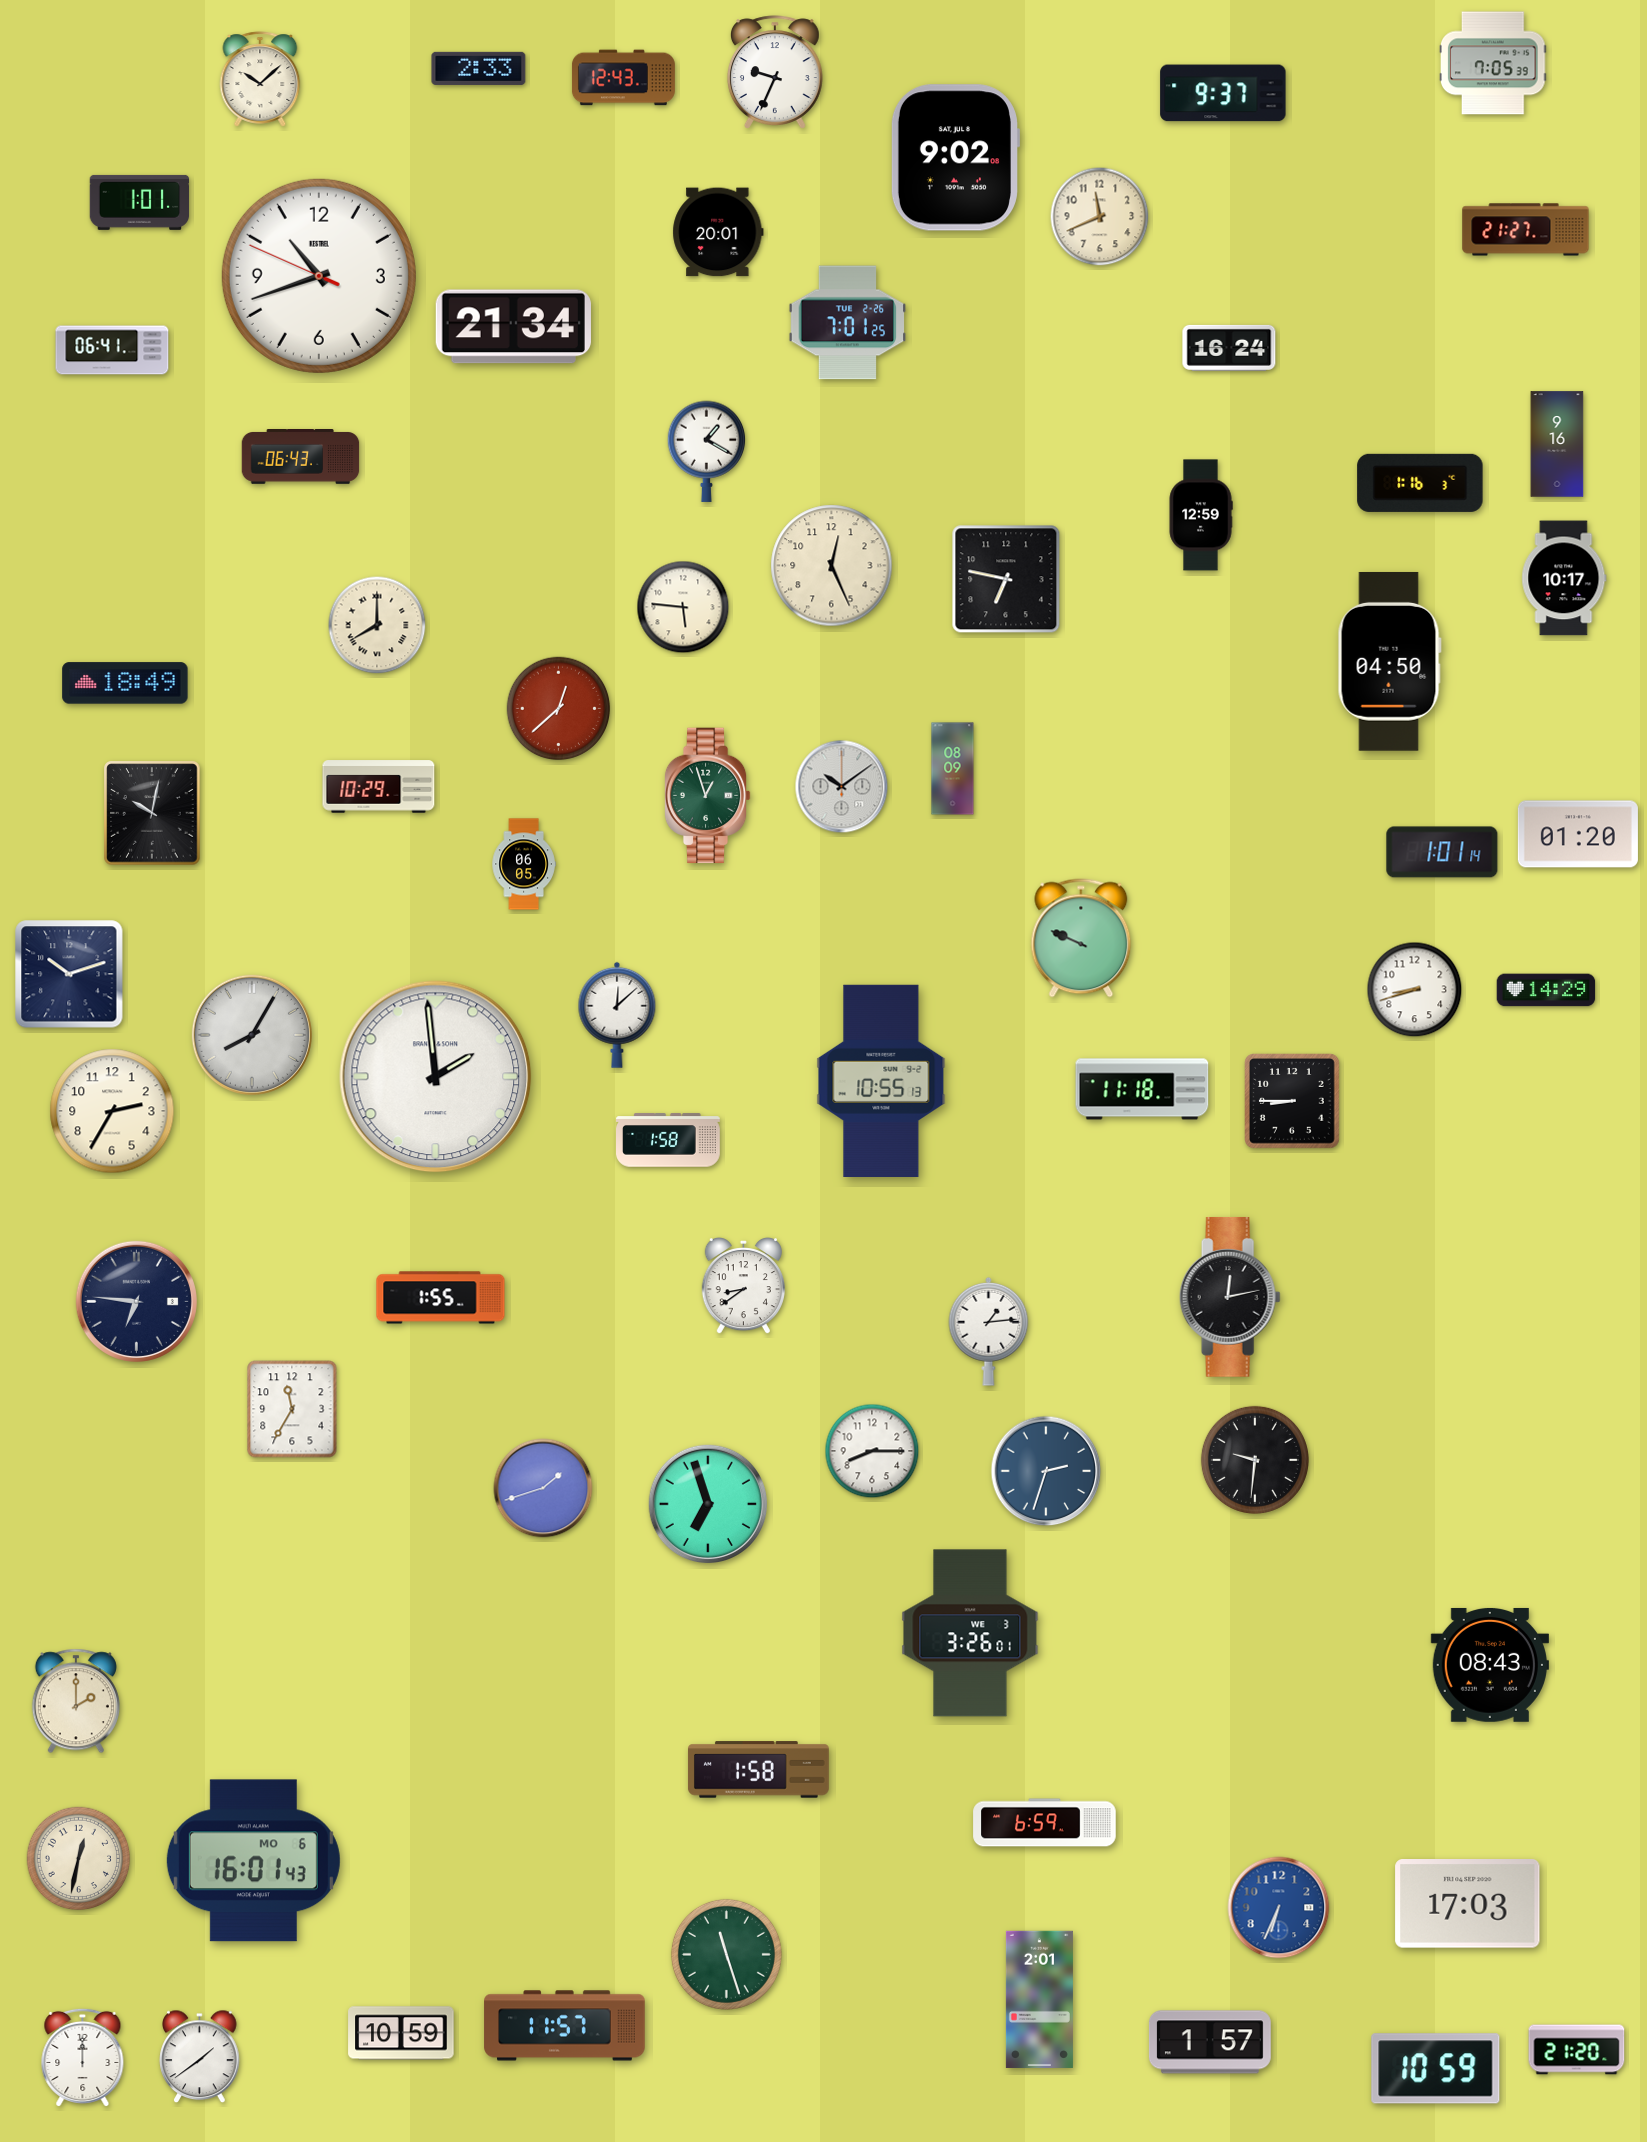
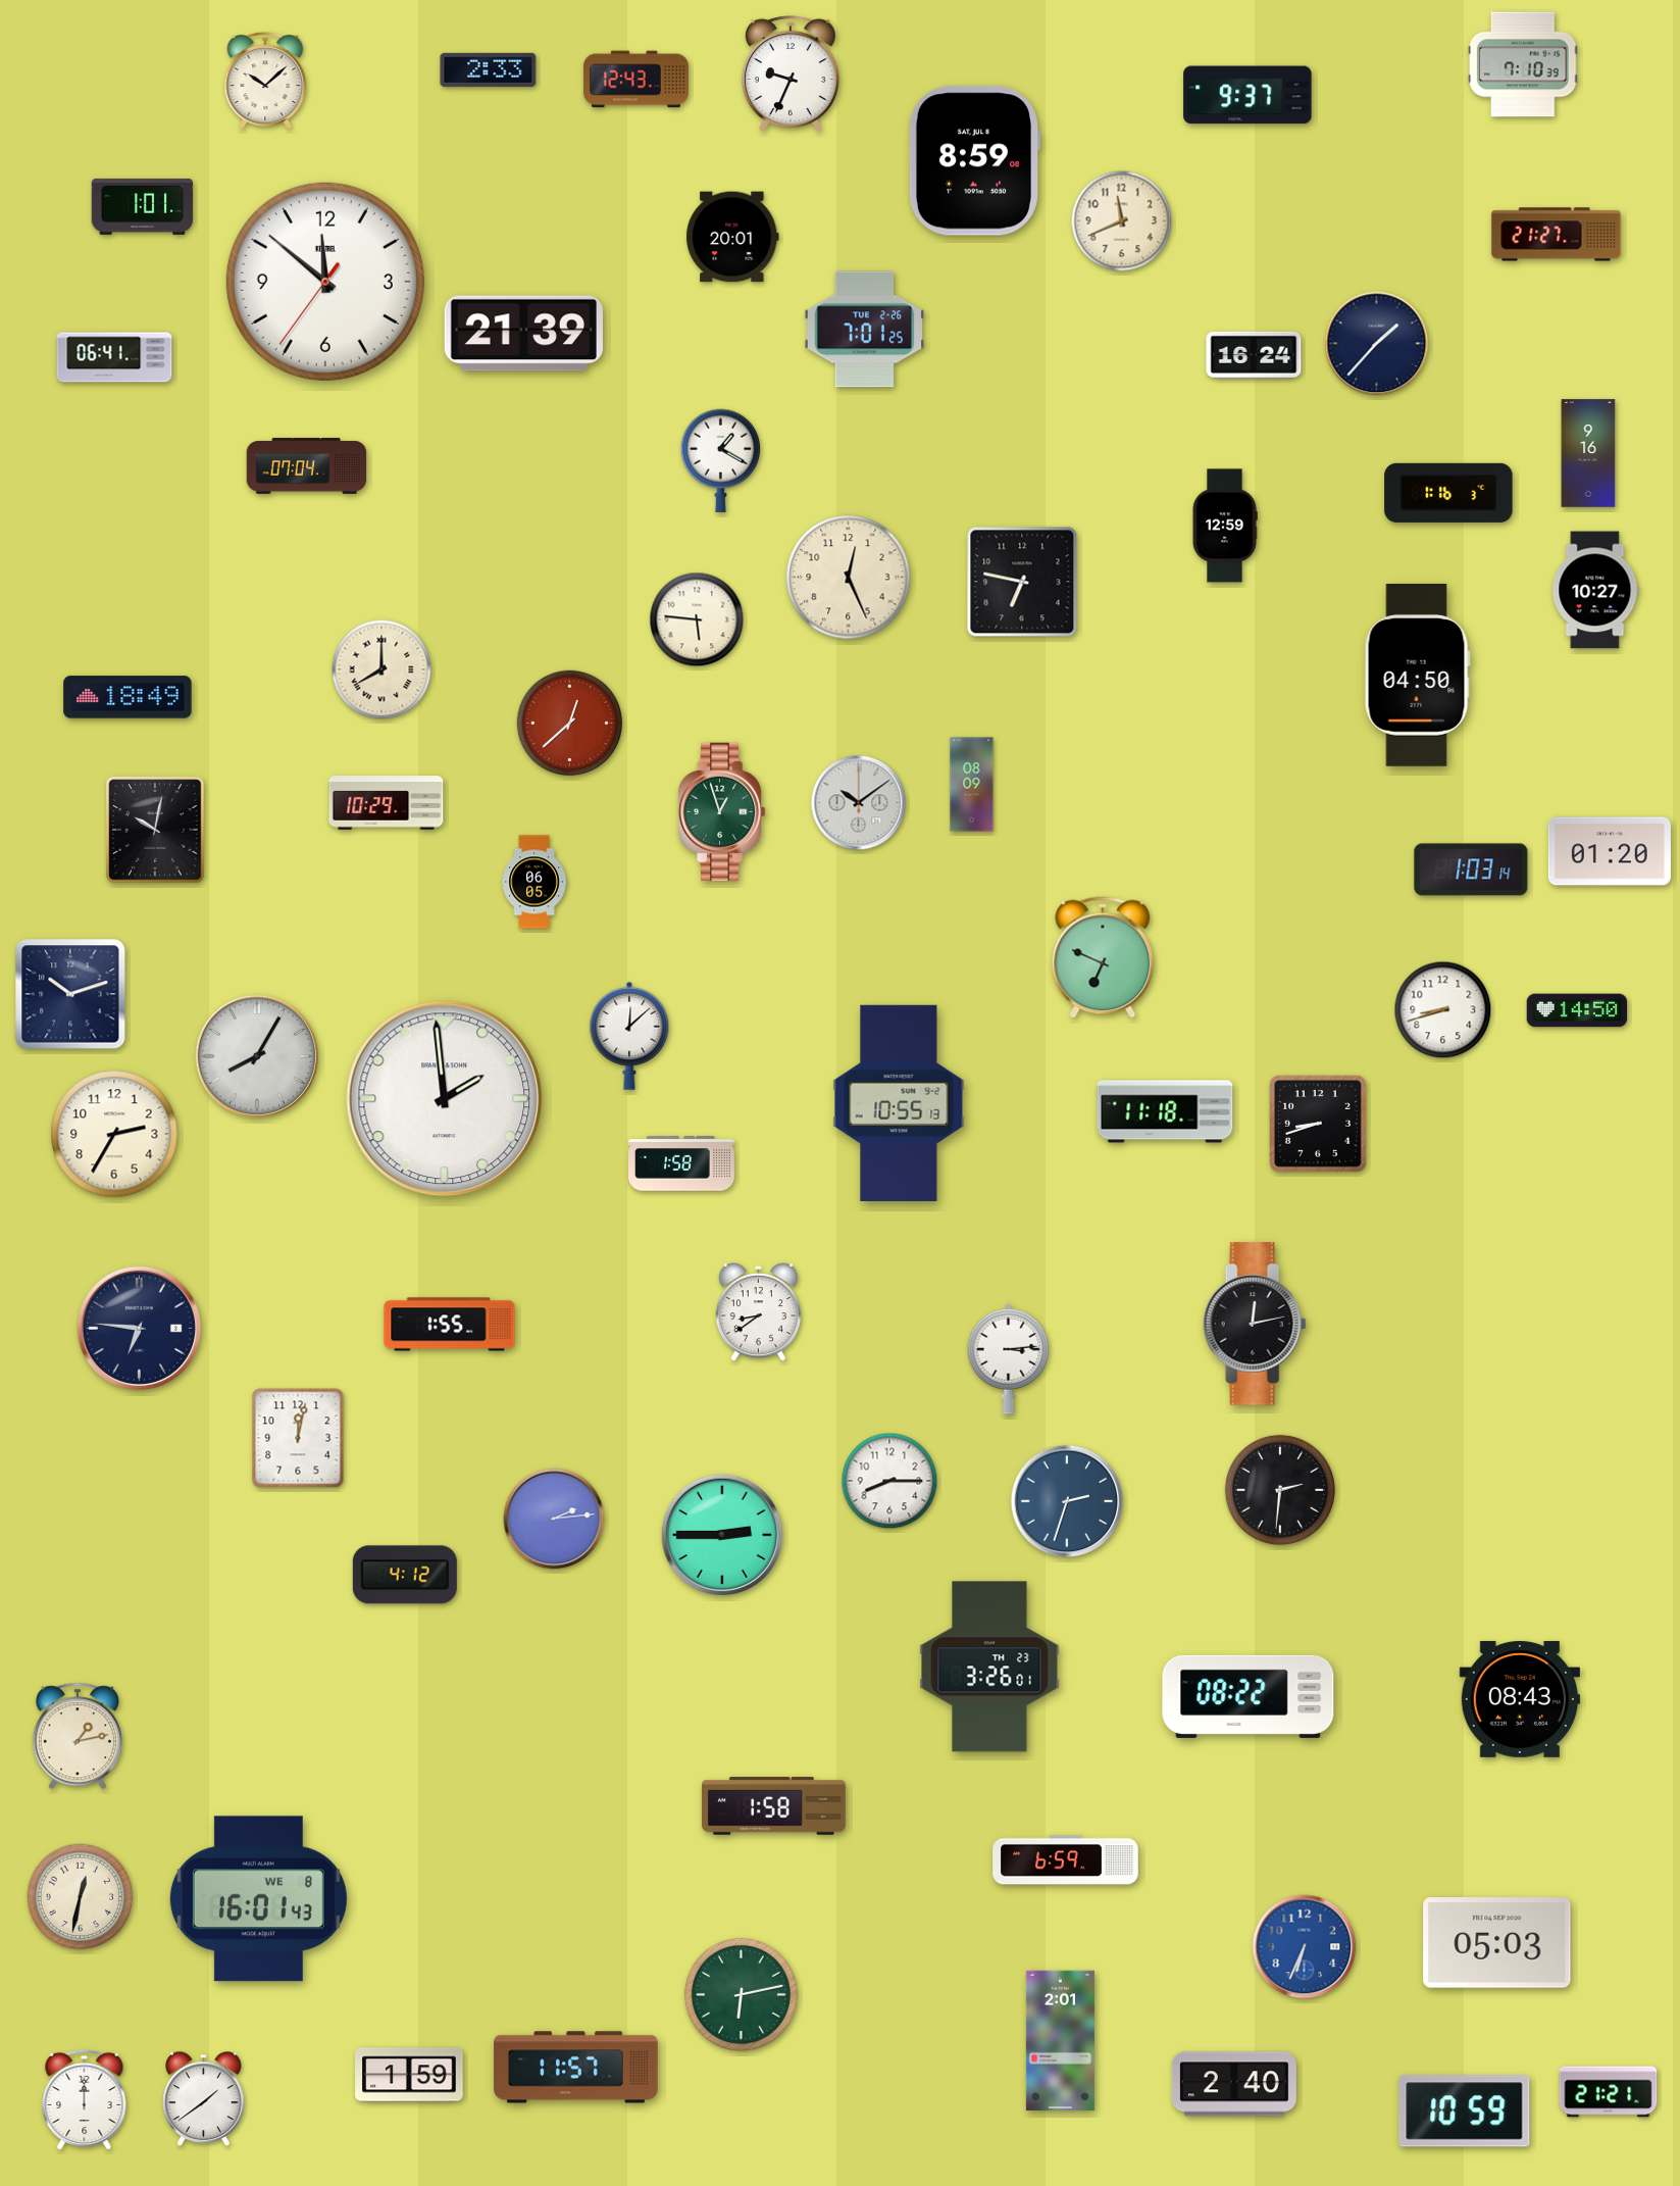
clock at (1493, 63): 7:05 -> 7:10
clock at (954, 158): 9:02 -> 8:59
clock at (319, 276): 10:41 -> 11:51
clock at (513, 327): 21:34 -> 21:39
clock at (1377, 344): none -> 1:37
clock at (301, 457): 06:43 -> 07:04
clock at (1564, 578): 10:17 -> 10:27
clock at (1006, 579) position: (1006, 579) -> (1022, 582)
clock at (377, 625) position: (377, 625) -> (381, 669)
clock at (1442, 852): 1:01 -> 1:03
clock at (1081, 938): 9:49 -> 6:49
clock at (1546, 990): 14:29 -> 14:50
clock at (1293, 1102): 8:45 -> 8:42
clock at (989, 1331): 1:14 -> 3:14
clock at (292, 1409): 11:35 -> 12:02
clock at (1255, 1460): 9:31 -> 2:31
clock at (543, 1488): 1:42 -> 2:14
clock at (707, 1503): 6:57 -> 2:45
clock at (405, 1575): none -> 4:12
clock at (970, 1633) date: WE 3 -> TH 23
clock at (1249, 1696): none -> 08:22
clock at (76, 1701): 2:00 -> 1:13
clock at (253, 1861) date: MO 6 -> WE 8
clock at (1468, 1904): 17:03 -> 05:03
clock at (726, 1954): 11:27 -> 6:13
clock at (401, 2033): 10:59 -> 1:59
clock at (1210, 2042): 1:57 -> 2:40
clock at (1577, 2050): 21:20 -> 21:21
